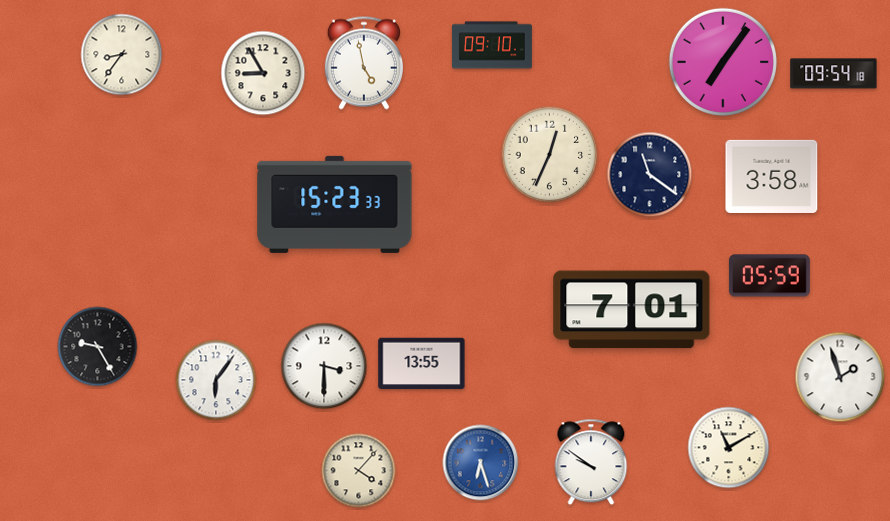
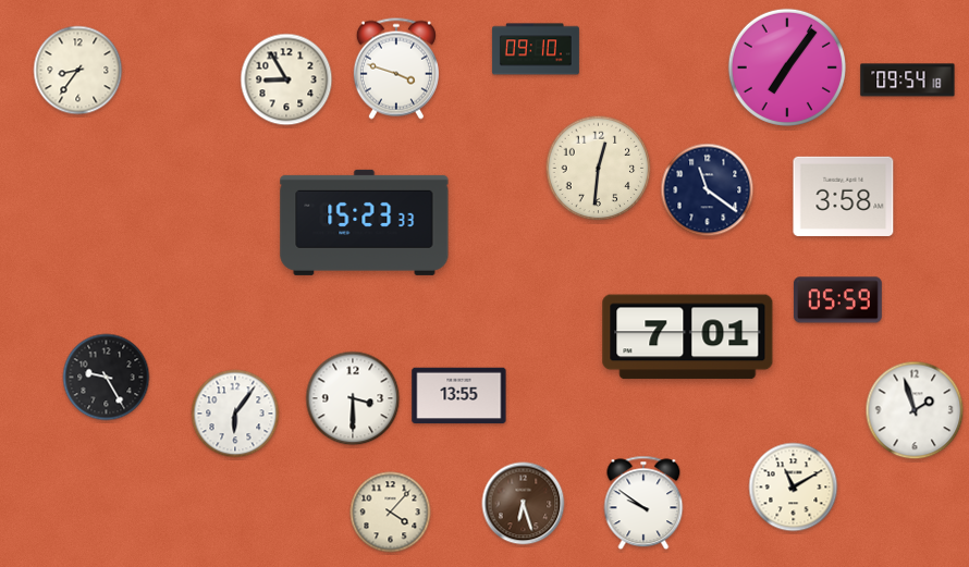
clock at (122, 55) position: (122, 55) -> (78, 71)
clock at (364, 63): 4:58 -> 3:48
clock at (550, 155): 12:34 -> 12:31
clock at (772, 176) position: (772, 176) -> (844, 196)
clock at (481, 463) dial: blue -> brown
